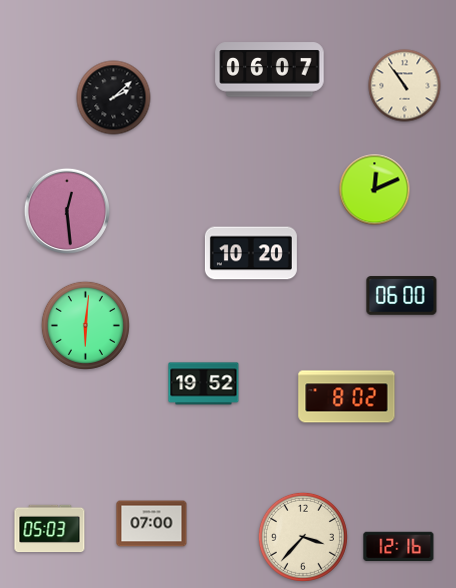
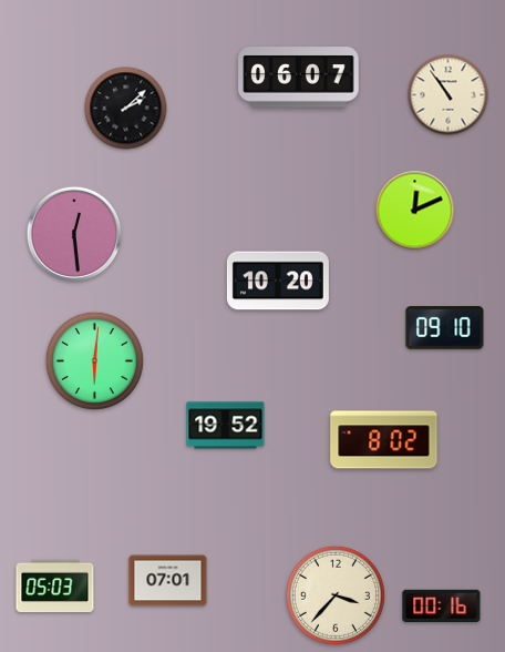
clock at (402, 296): 06:00 -> 09:10
clock at (152, 524): 07:00 -> 07:01
clock at (399, 547): 12:16 -> 00:16
